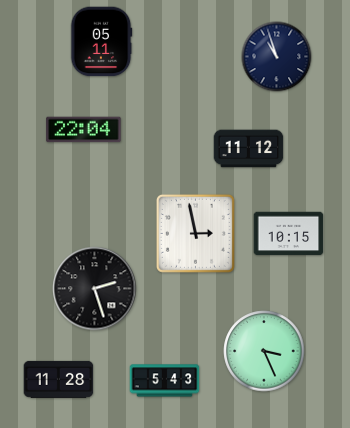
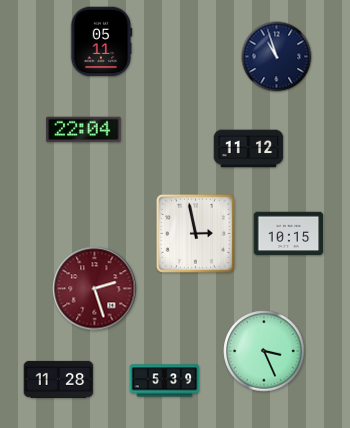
clock at (95, 289) dial: black -> burgundy
clock at (165, 381): 5:43 -> 5:39
